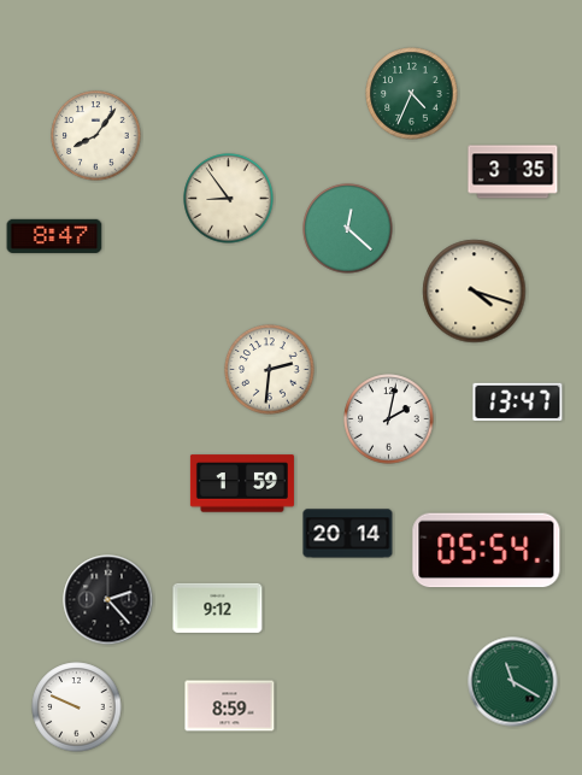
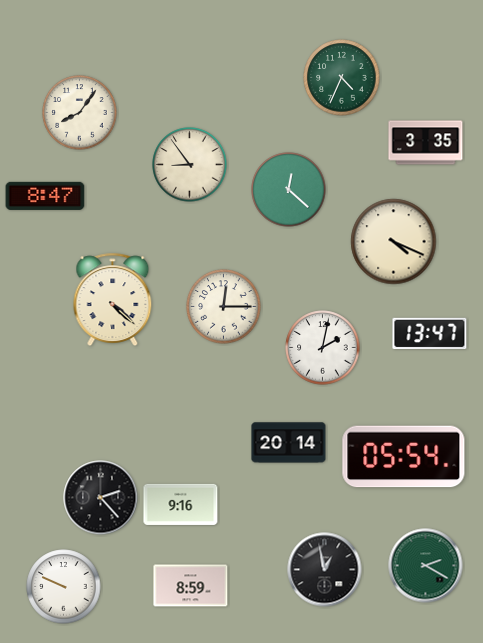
clock at (475, 292): 4:18 -> 4:19
clock at (113, 299): none -> 4:22
clock at (270, 370): 2:31 -> 12:15
clock at (242, 483): 1:59 -> none
clock at (108, 600) position: (108, 600) -> (101, 498)
clock at (218, 607): 9:12 -> 9:16
clock at (513, 682): 11:20 -> 2:20
clock at (325, 570): none -> 12:58
